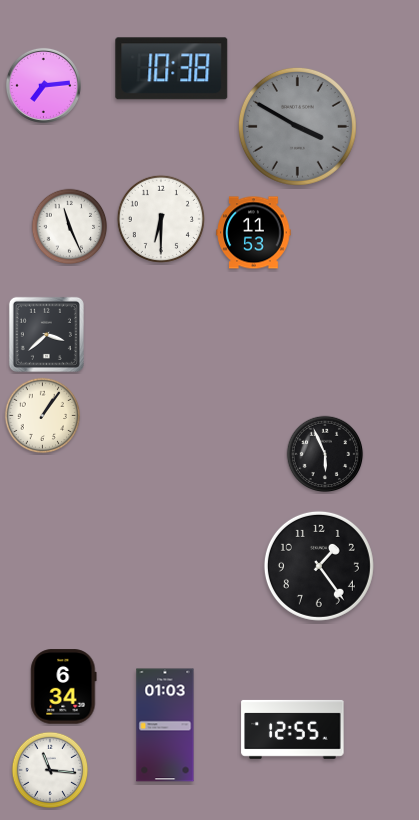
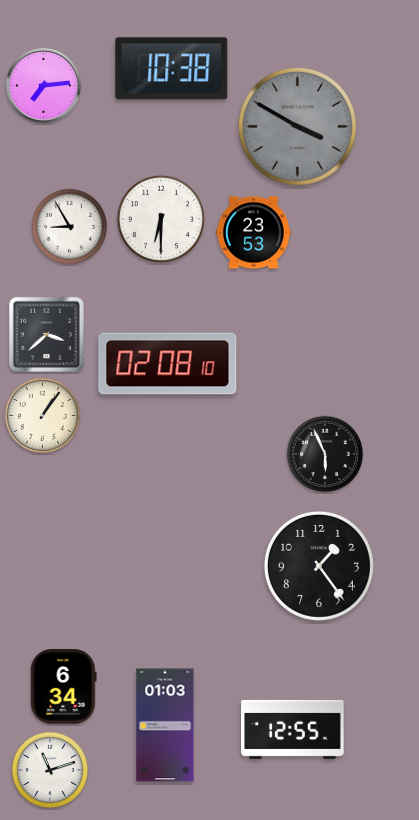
clock at (70, 227): 11:26 -> 8:55
clock at (254, 233): 11:53 -> 23:53
clock at (168, 364): none -> 02:08
clock at (50, 770): 11:16 -> 11:12
